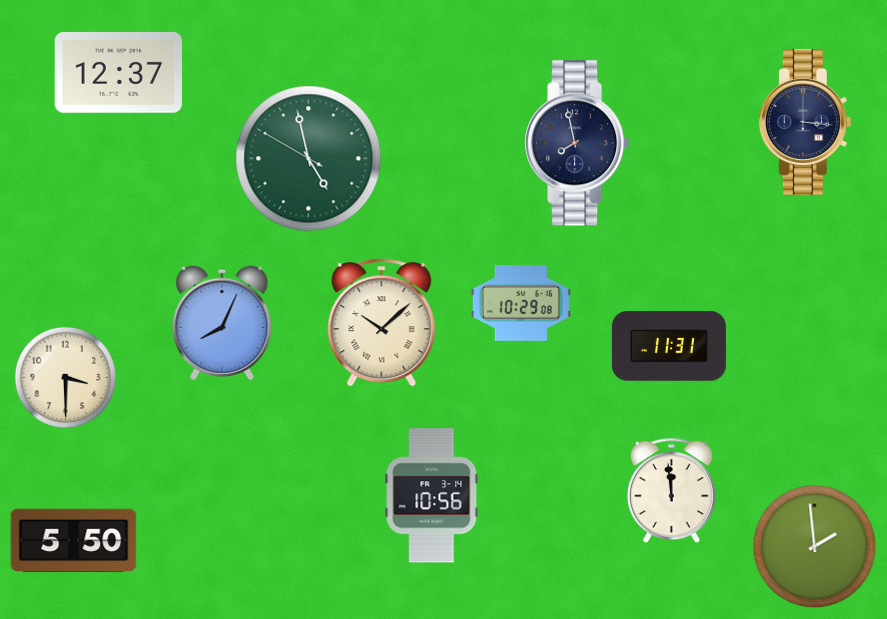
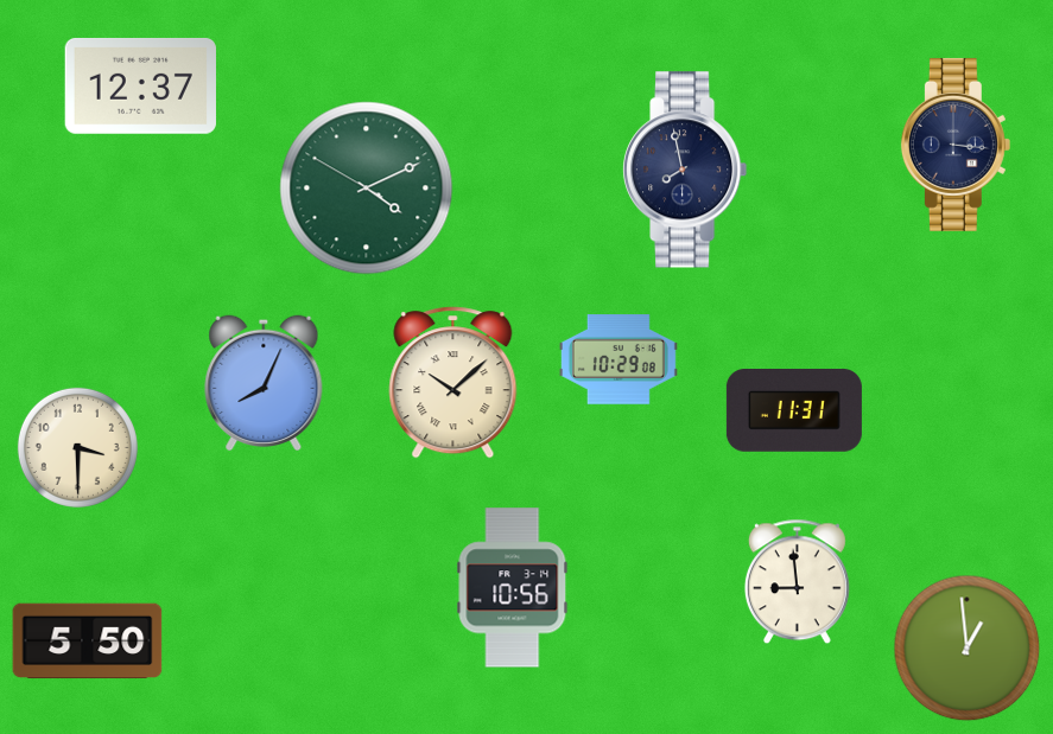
clock at (309, 159): 4:57 -> 4:10
clock at (671, 491): 11:59 -> 8:59
clock at (815, 547): 1:59 -> 12:59
